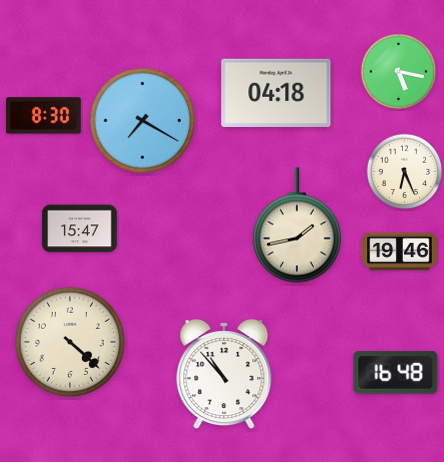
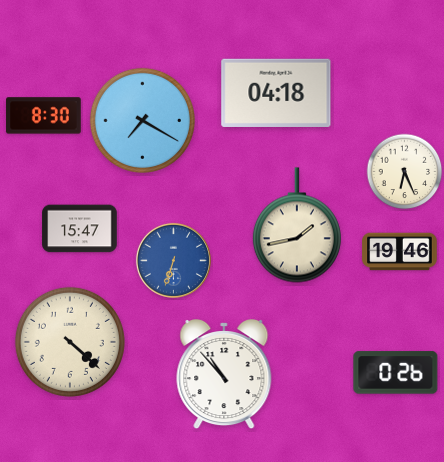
clock at (399, 72): 5:17 -> none
clock at (173, 260): none -> 6:33
clock at (396, 373): 16:48 -> 0:26
